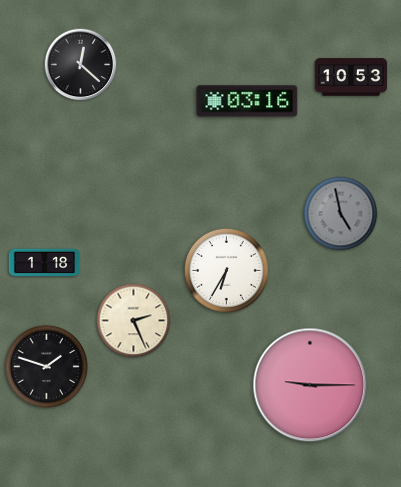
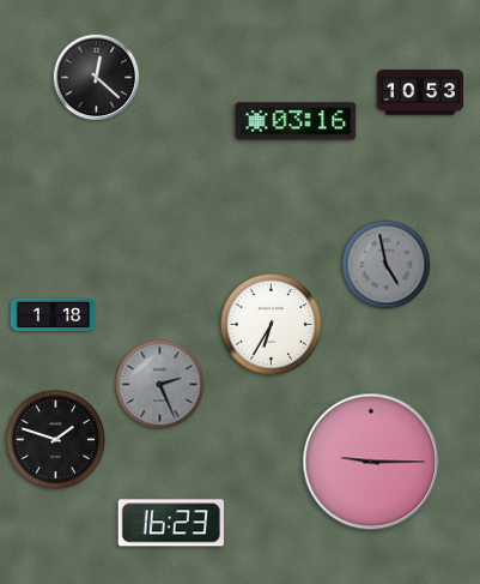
clock at (341, 214) position: (341, 214) -> (387, 265)
clock at (134, 321) dial: cream -> grey
clock at (171, 523): none -> 16:23
